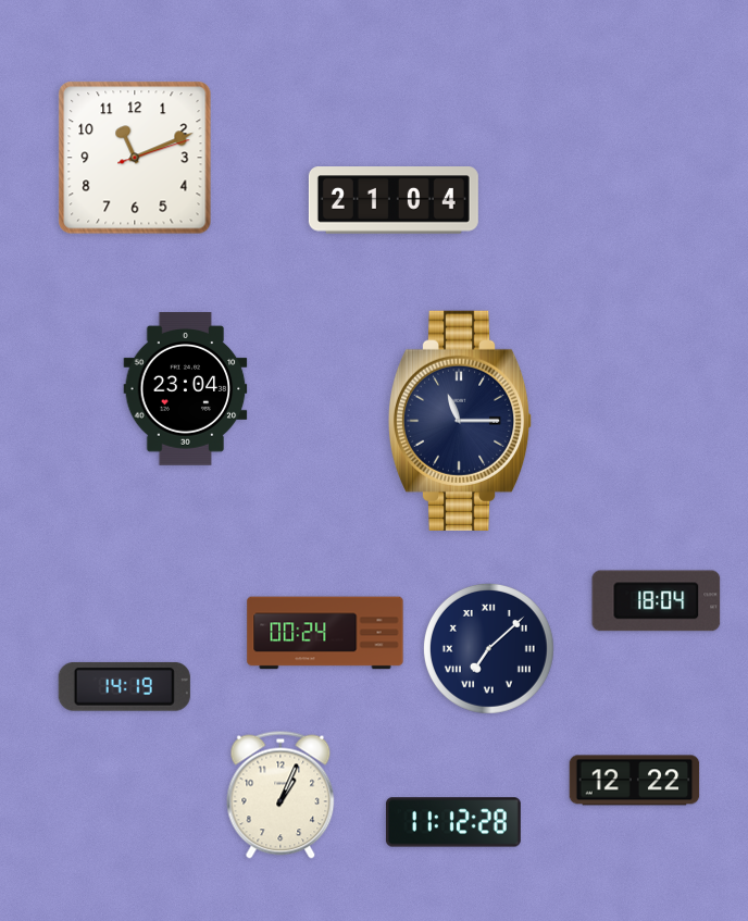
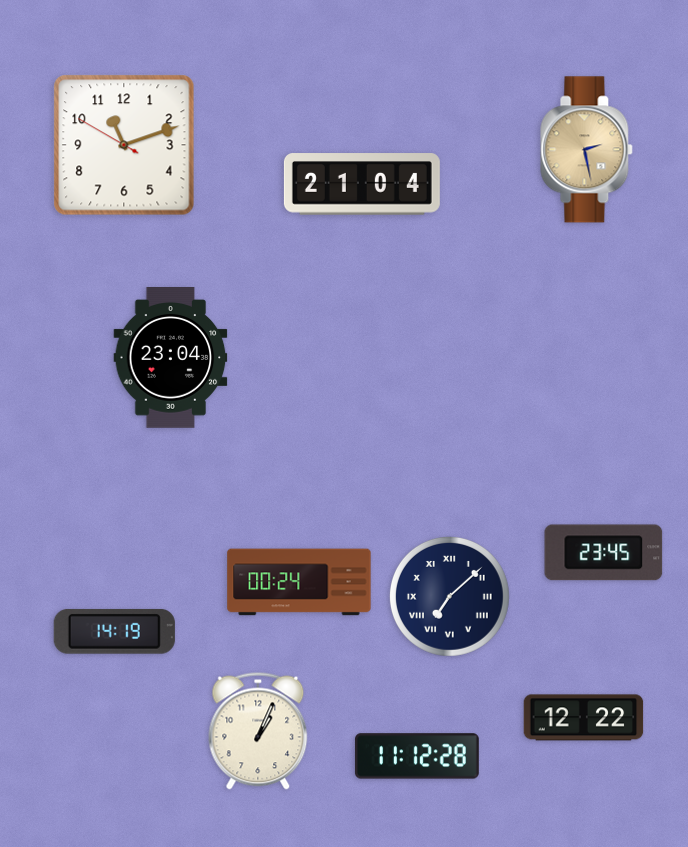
clock at (135, 158): 11:11:12 -> 11:11:50
clock at (587, 150): none -> 2:28
clock at (460, 421): 11:15 -> none
clock at (657, 601): 18:04 -> 23:45
